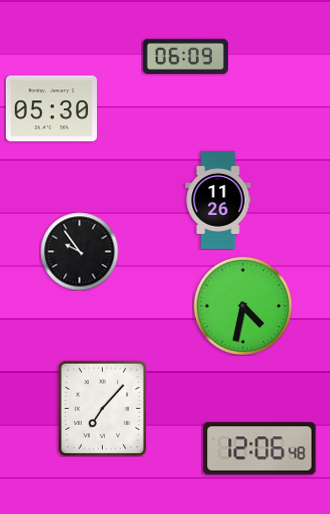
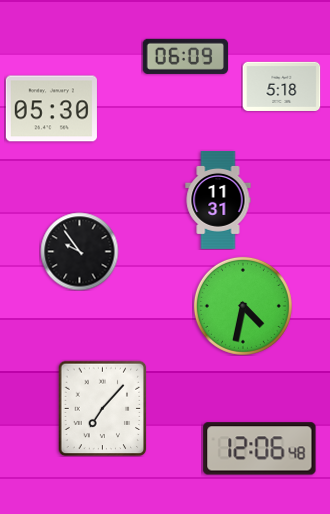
clock at (281, 86): none -> 5:18
clock at (218, 200): 11:26 -> 11:31
